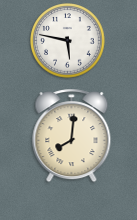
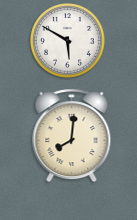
clock at (68, 41): 5:47 -> 5:50
